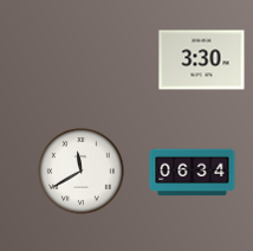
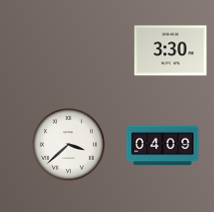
clock at (82, 172): 11:40 -> 3:38
clock at (193, 173): 06:34 -> 04:09
